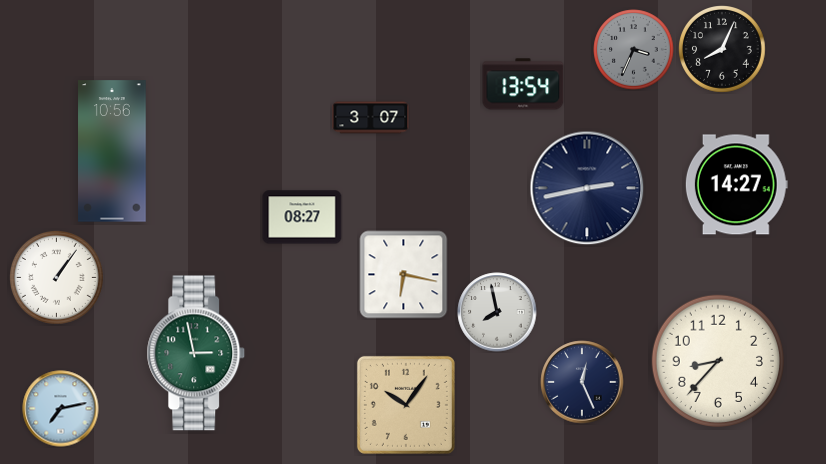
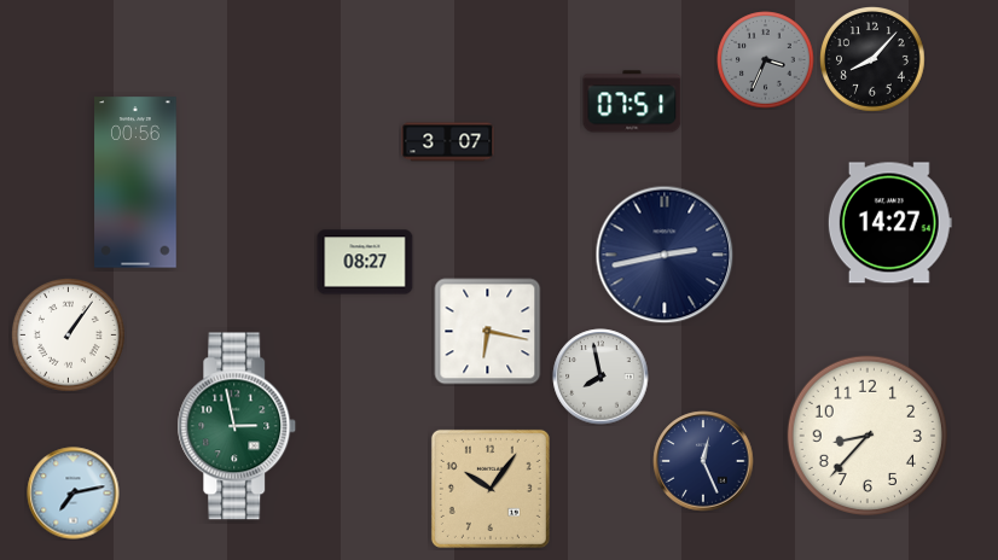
clock at (723, 50): 8:04 -> 8:07
clock at (523, 84): 13:54 -> 07:51
clock at (112, 151): 10:56 -> 00:56
clock at (587, 188) position: (587, 188) -> (665, 255)
